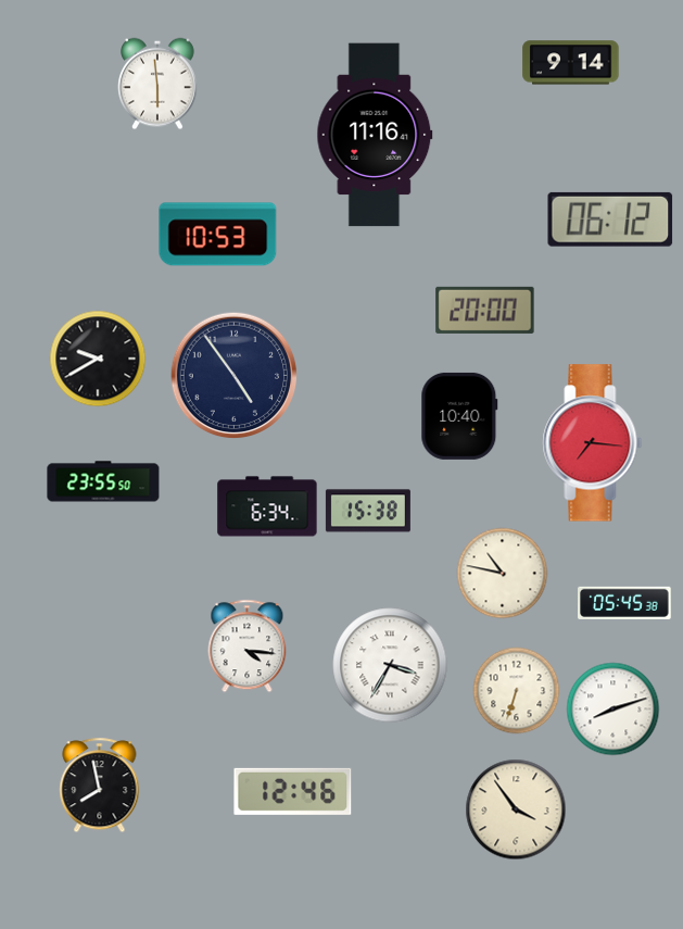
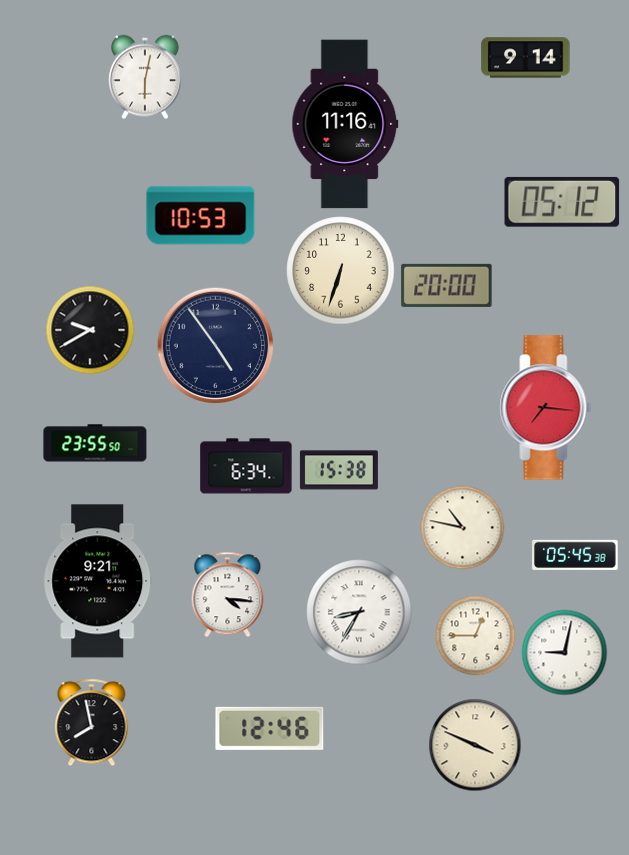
clock at (159, 84): 5:59 -> 6:02
clock at (610, 219): 06:12 -> 05:12
clock at (341, 271): none -> 6:33
clock at (459, 416): 10:40 -> none
clock at (98, 581): none -> 9:21
clock at (390, 665): 3:35 -> 8:35
clock at (516, 690): 6:33 -> 12:45
clock at (612, 708): 8:12 -> 9:02
clock at (516, 809): 3:54 -> 3:49
